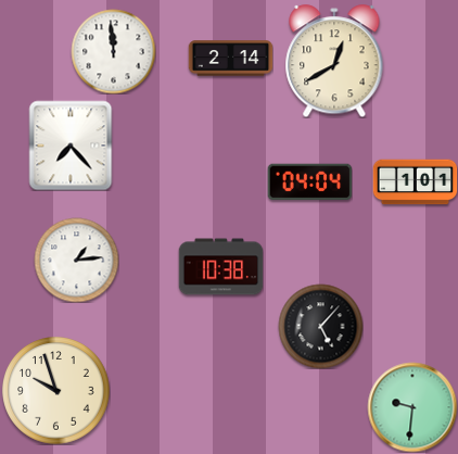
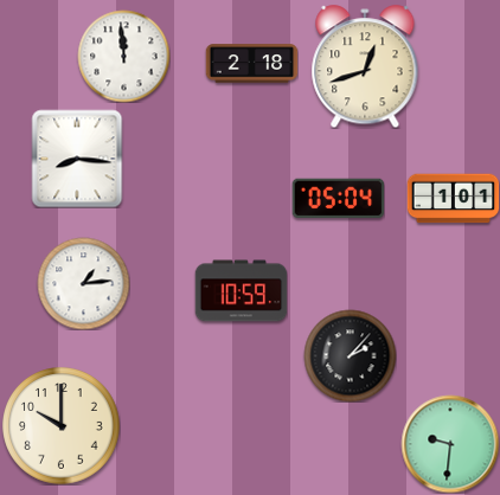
clock at (230, 59): 2:14 -> 2:18
clock at (334, 61): 12:40 -> 12:42
clock at (71, 146): 7:23 -> 8:16
clock at (309, 182): 04:04 -> 05:04
clock at (220, 267): 10:38 -> 10:59
clock at (320, 326): 5:07 -> 2:07
clock at (56, 391): 9:57 -> 10:00
